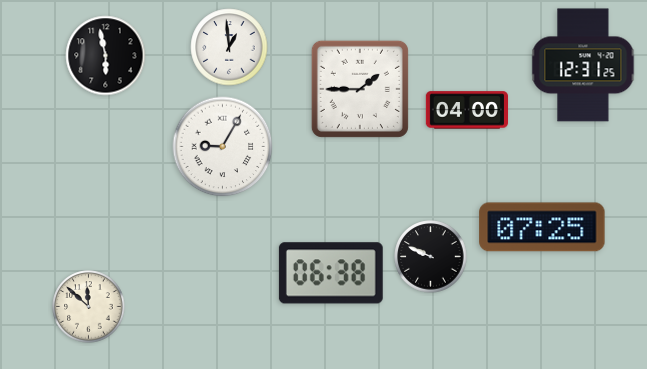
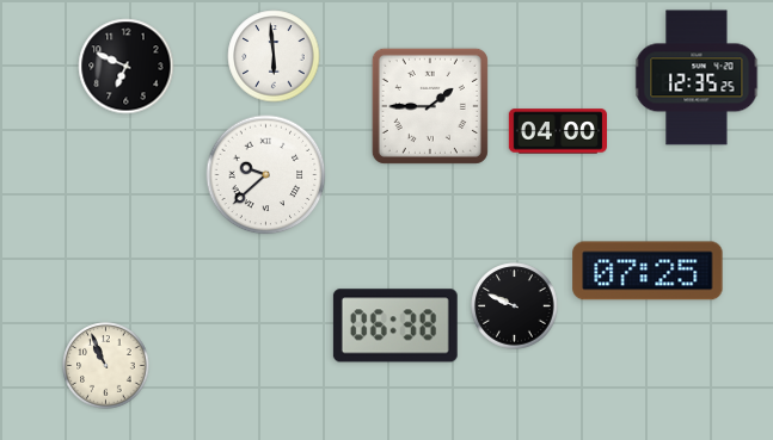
clock at (229, 47): 12:59 -> 5:59
clock at (106, 56): 5:58 -> 6:49
clock at (583, 65): 12:31 -> 12:35
clock at (223, 147): 9:05 -> 9:38
clock at (89, 307): 11:52 -> 10:56
